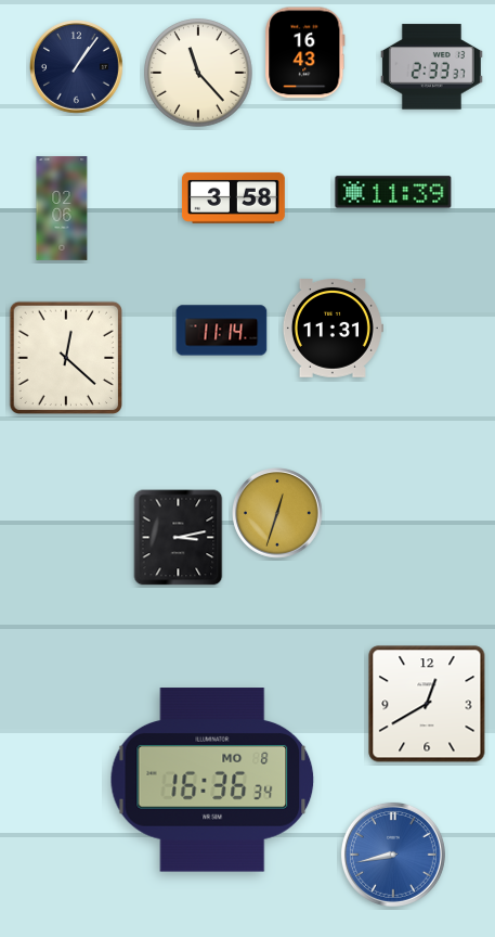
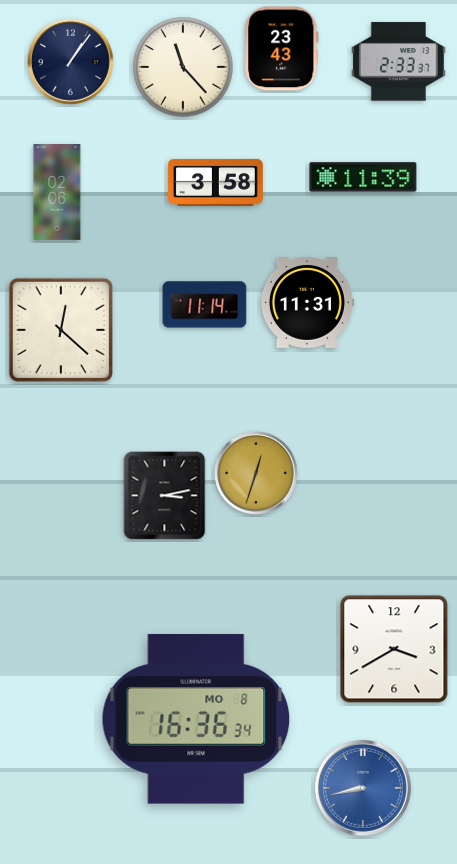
clock at (305, 53): 16:43 -> 23:43
clock at (427, 704): 12:40 -> 3:40
